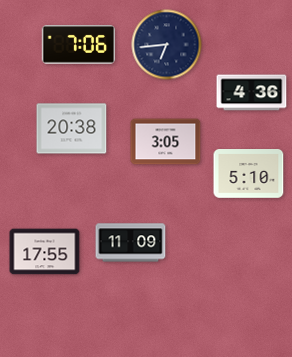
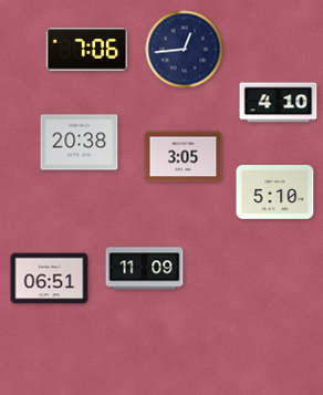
clock at (167, 45): 6:44 -> 12:44
clock at (252, 93): 4:36 -> 4:10
clock at (45, 252): 17:55 -> 06:51
